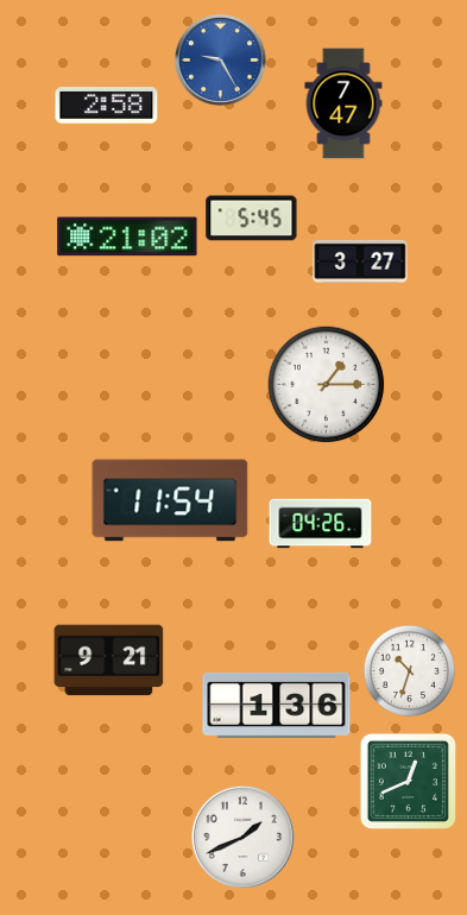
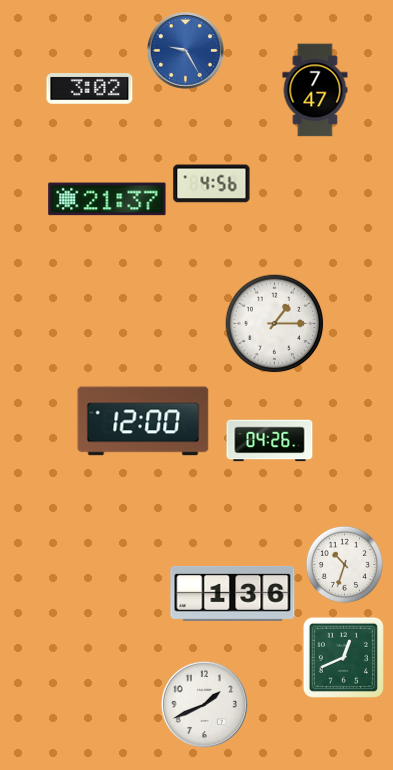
clock at (343, 103) position: (343, 103) -> (315, 90)
clock at (107, 106): 2:58 -> 3:02
clock at (252, 219): 5:45 -> 4:56
clock at (127, 236): 21:02 -> 21:37
clock at (360, 261): 3:27 -> none
clock at (170, 500): 11:54 -> 12:00
clock at (109, 661): 9:21 -> none
